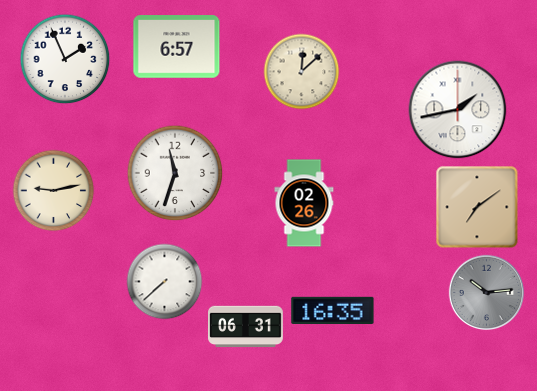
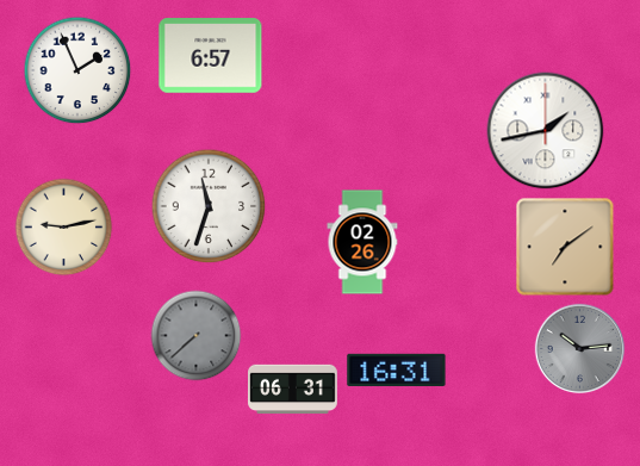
clock at (302, 72): 12:08 -> none
clock at (477, 207) position: (477, 207) -> (565, 247)
clock at (165, 282) dial: white -> grey
clock at (333, 310): 16:35 -> 16:31
